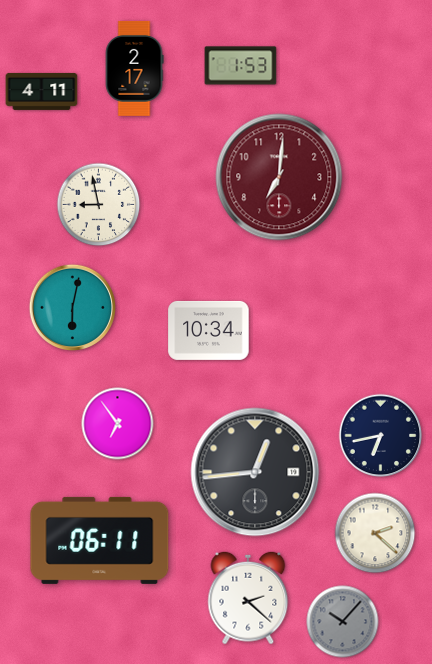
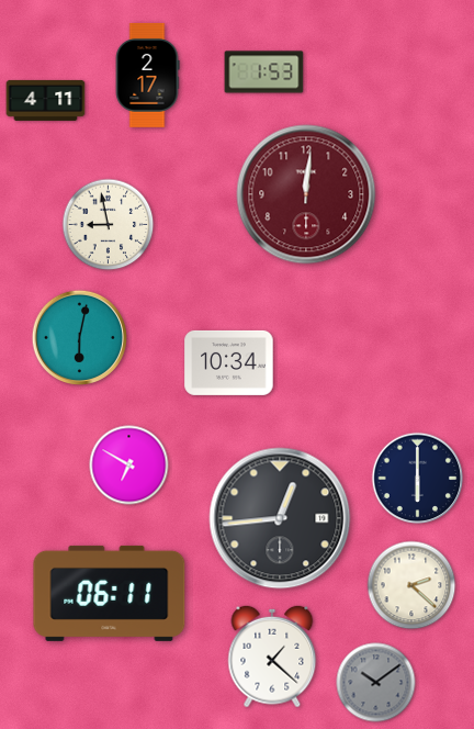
clock at (279, 177): 7:01 -> 12:01
clock at (118, 424): 6:54 -> 6:50
clock at (381, 436): 6:43 -> 6:00
clock at (248, 598): 2:22 -> 1:22
clock at (343, 622): 10:07 -> 10:09
